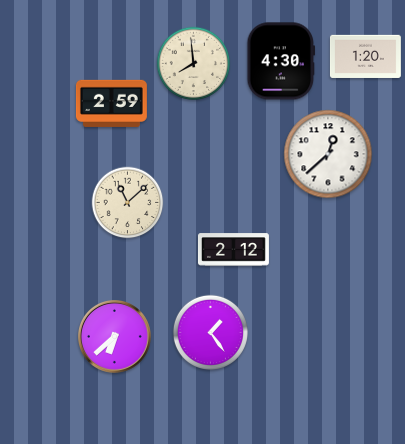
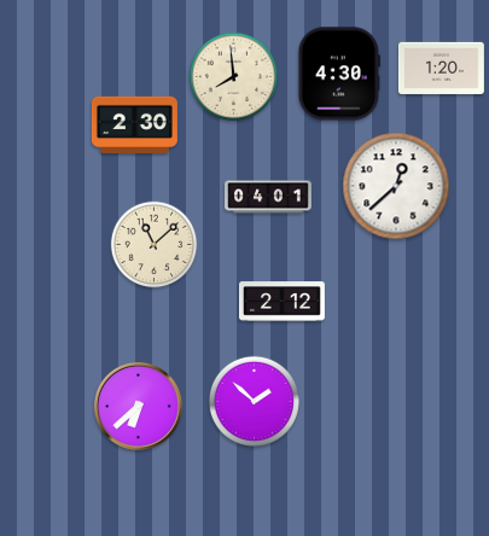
clock at (111, 103): 2:59 -> 2:30
clock at (268, 197): none -> 04:01
clock at (210, 332): 1:24 -> 1:52
